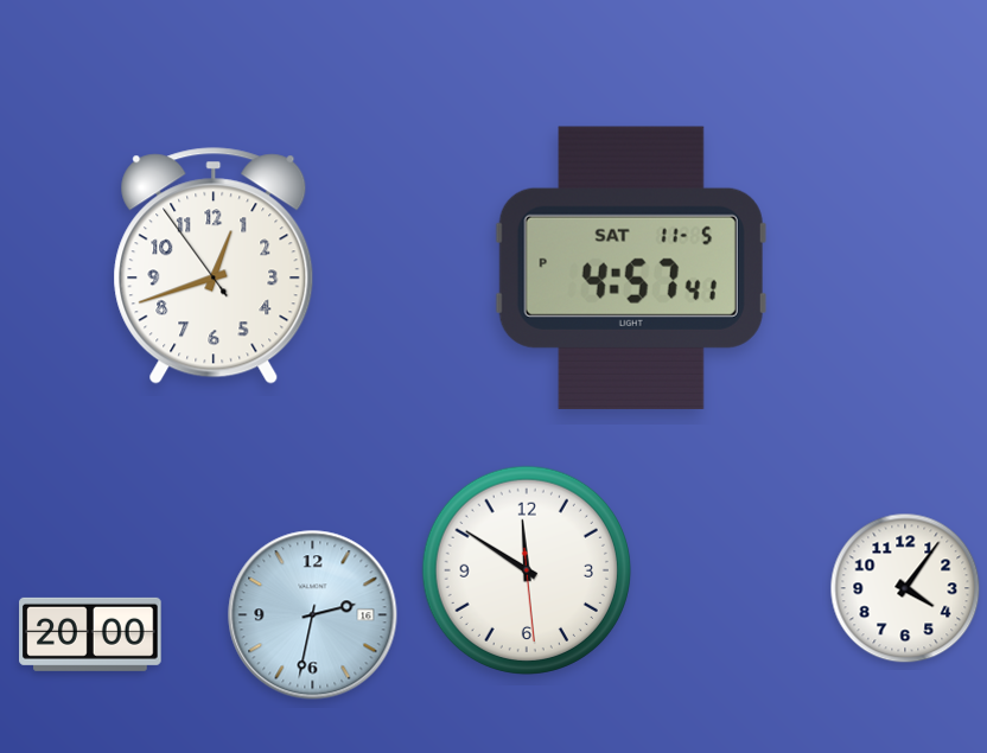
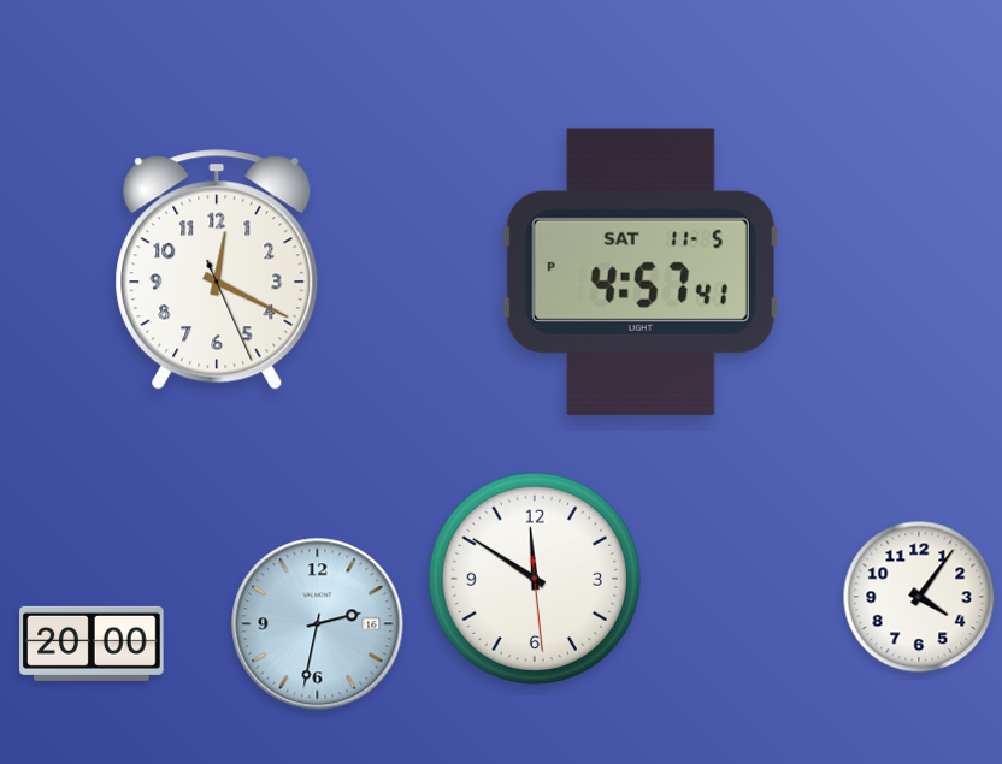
clock at (214, 266): 12:41 -> 12:19
